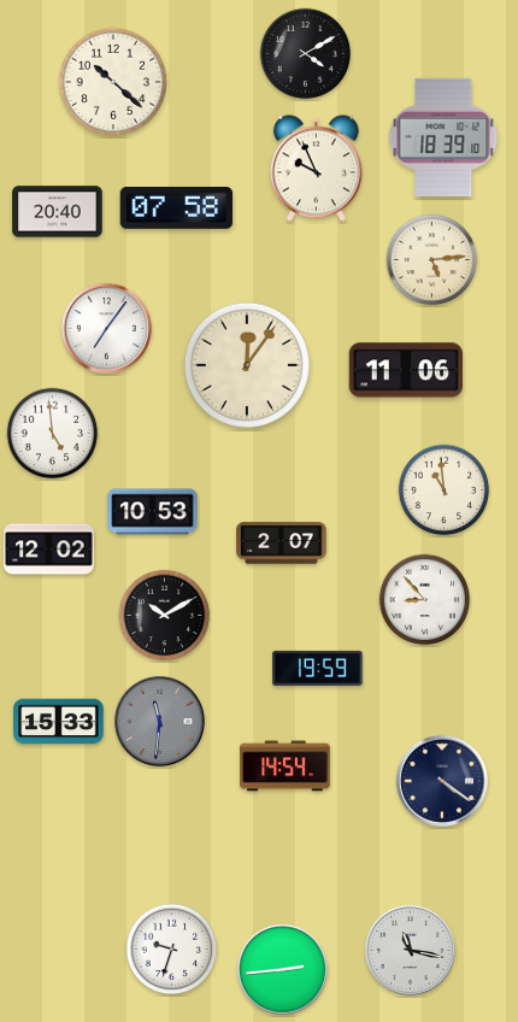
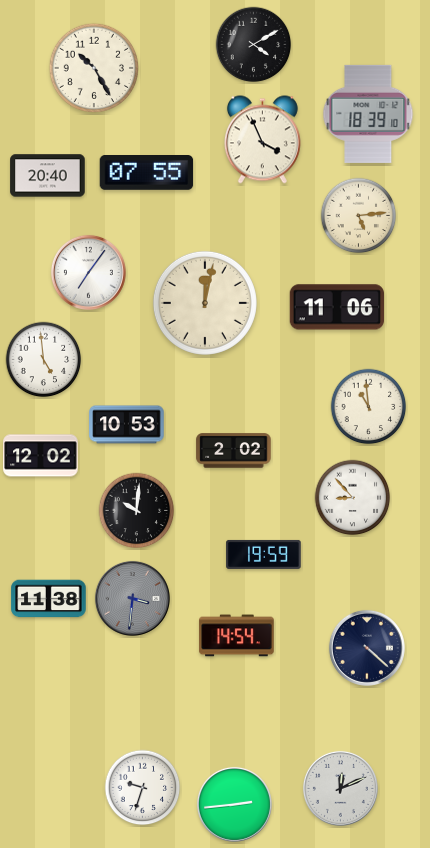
clock at (112, 81): 10:22 -> 10:25
clock at (316, 169): 9:56 -> 3:56
clock at (177, 208): 07:58 -> 07:55
clock at (247, 365): 12:06 -> 12:02
clock at (282, 544): 2:07 -> 2:02
clock at (165, 616): 10:10 -> 10:01
clock at (159, 721): 11:31 -> 3:31
clock at (59, 722): 15:33 -> 11:38
clock at (442, 781): 4:21 -> 4:22
clock at (410, 950): 11:17 -> 12:11
